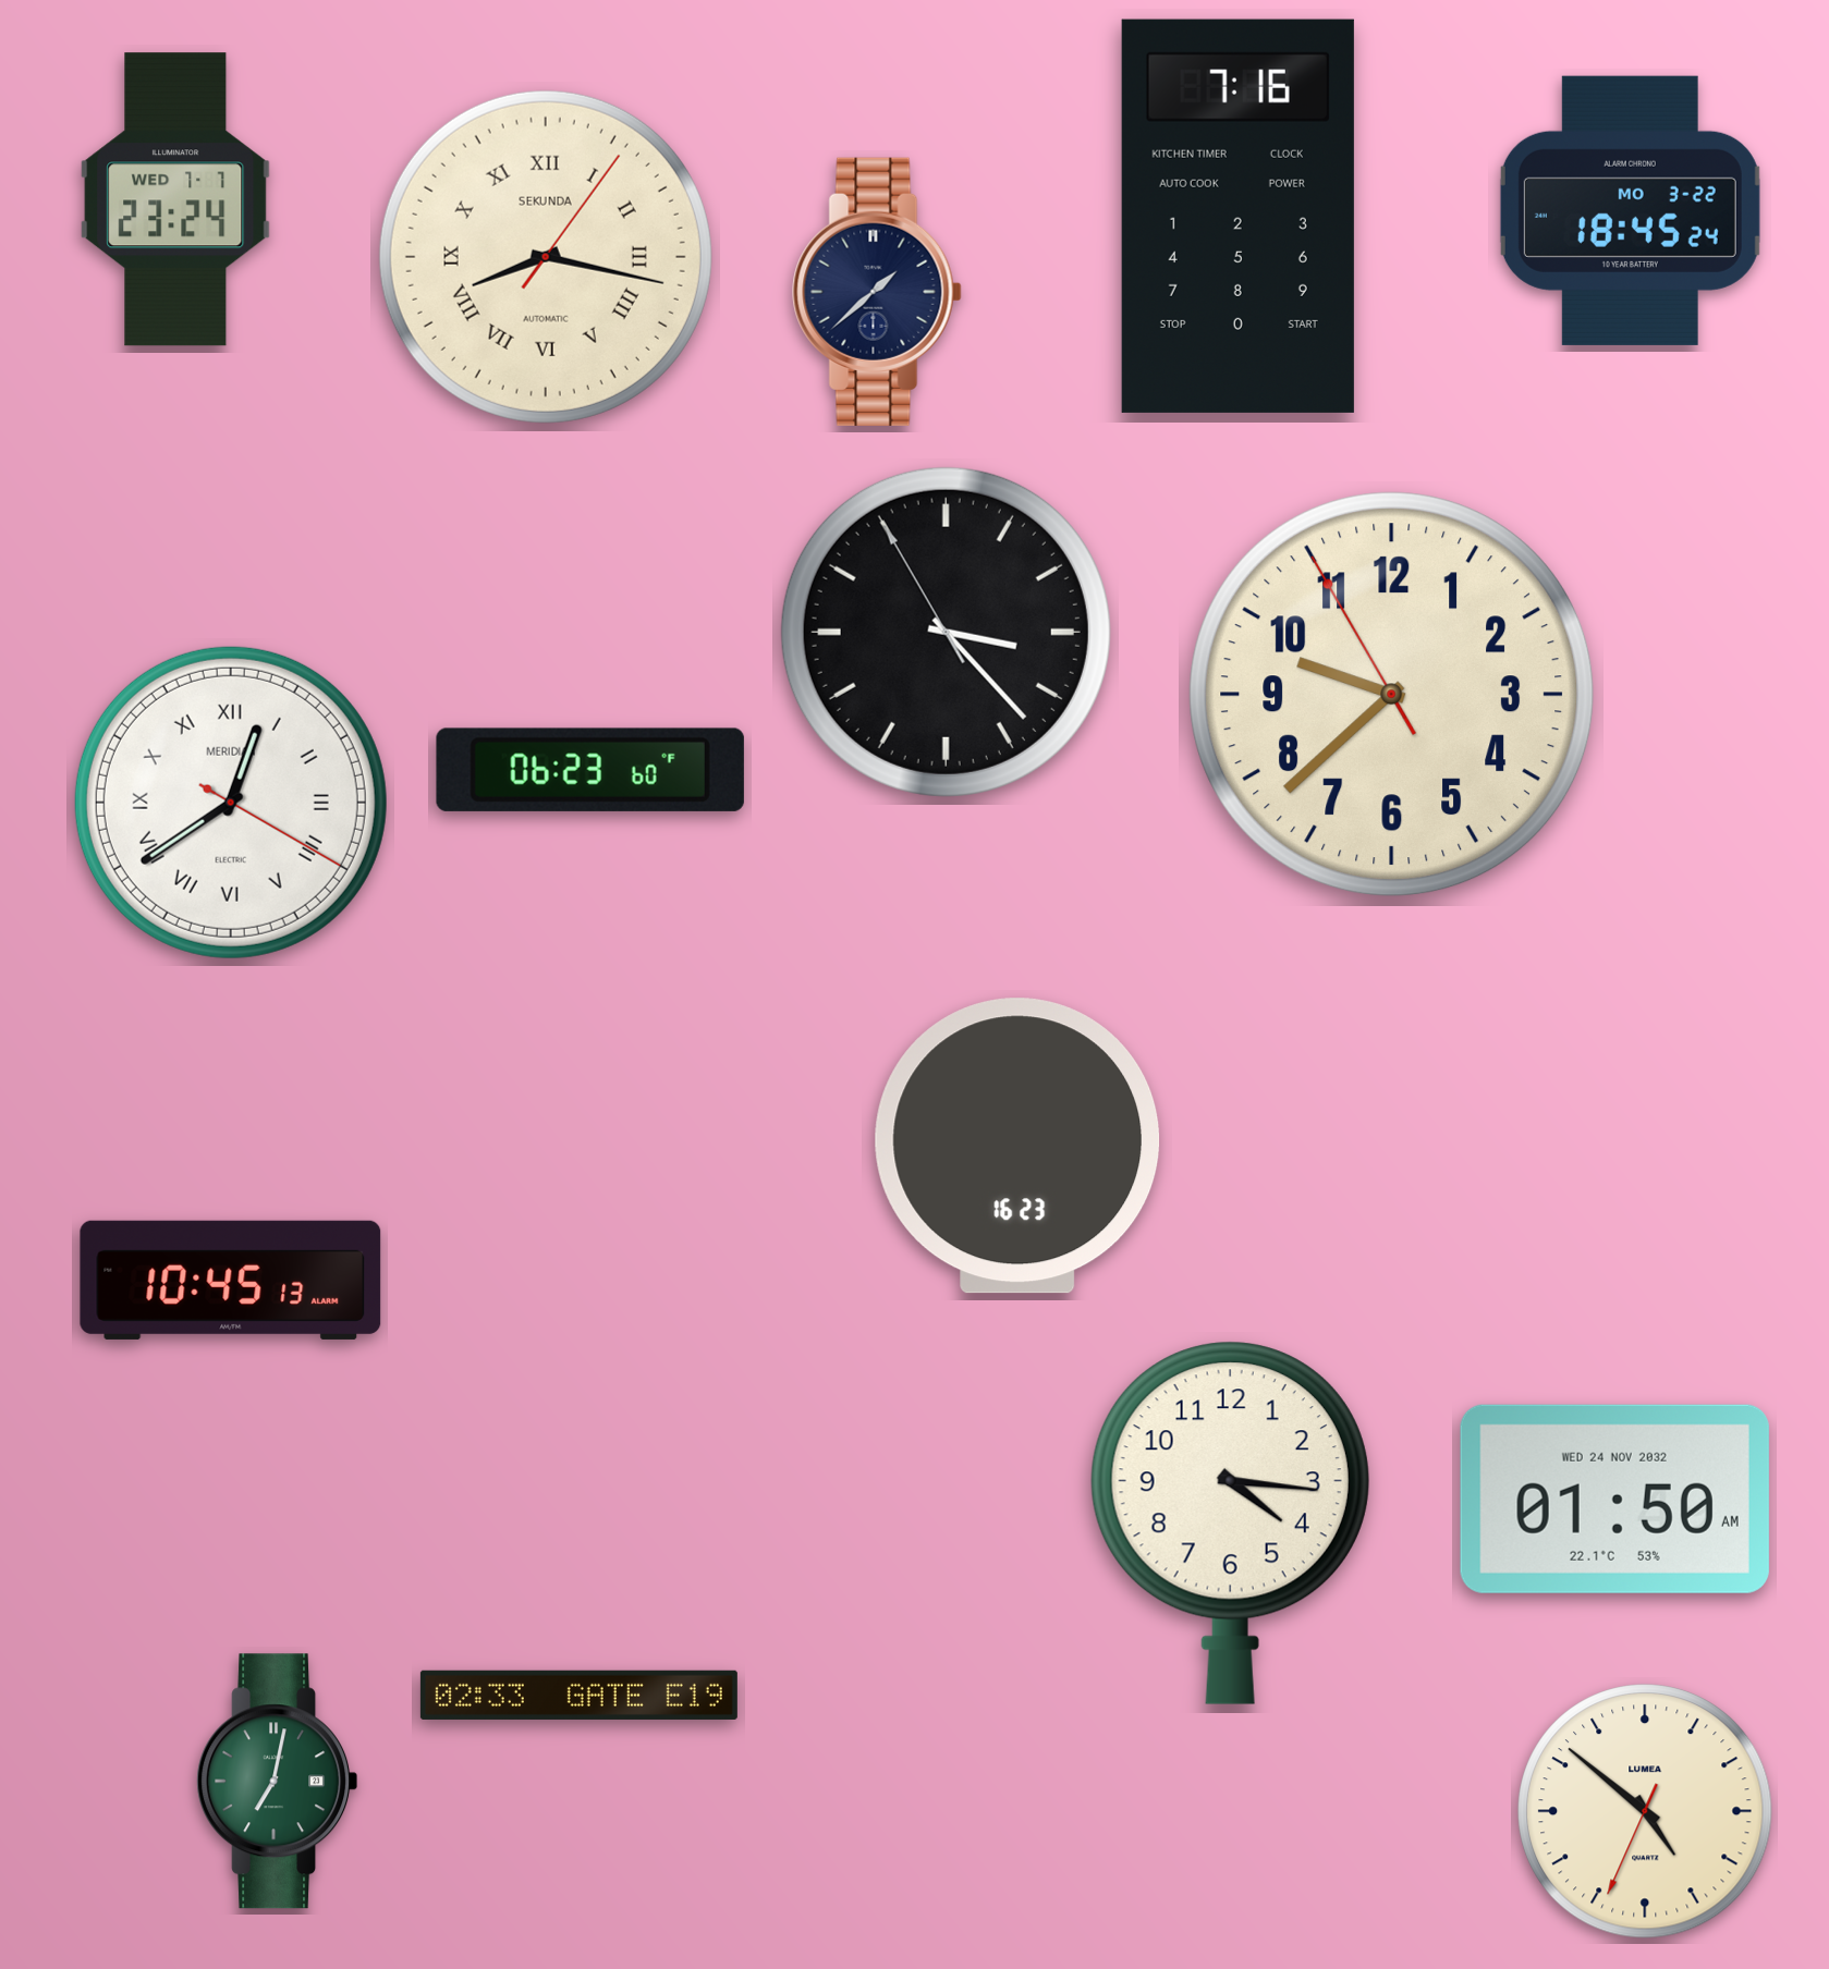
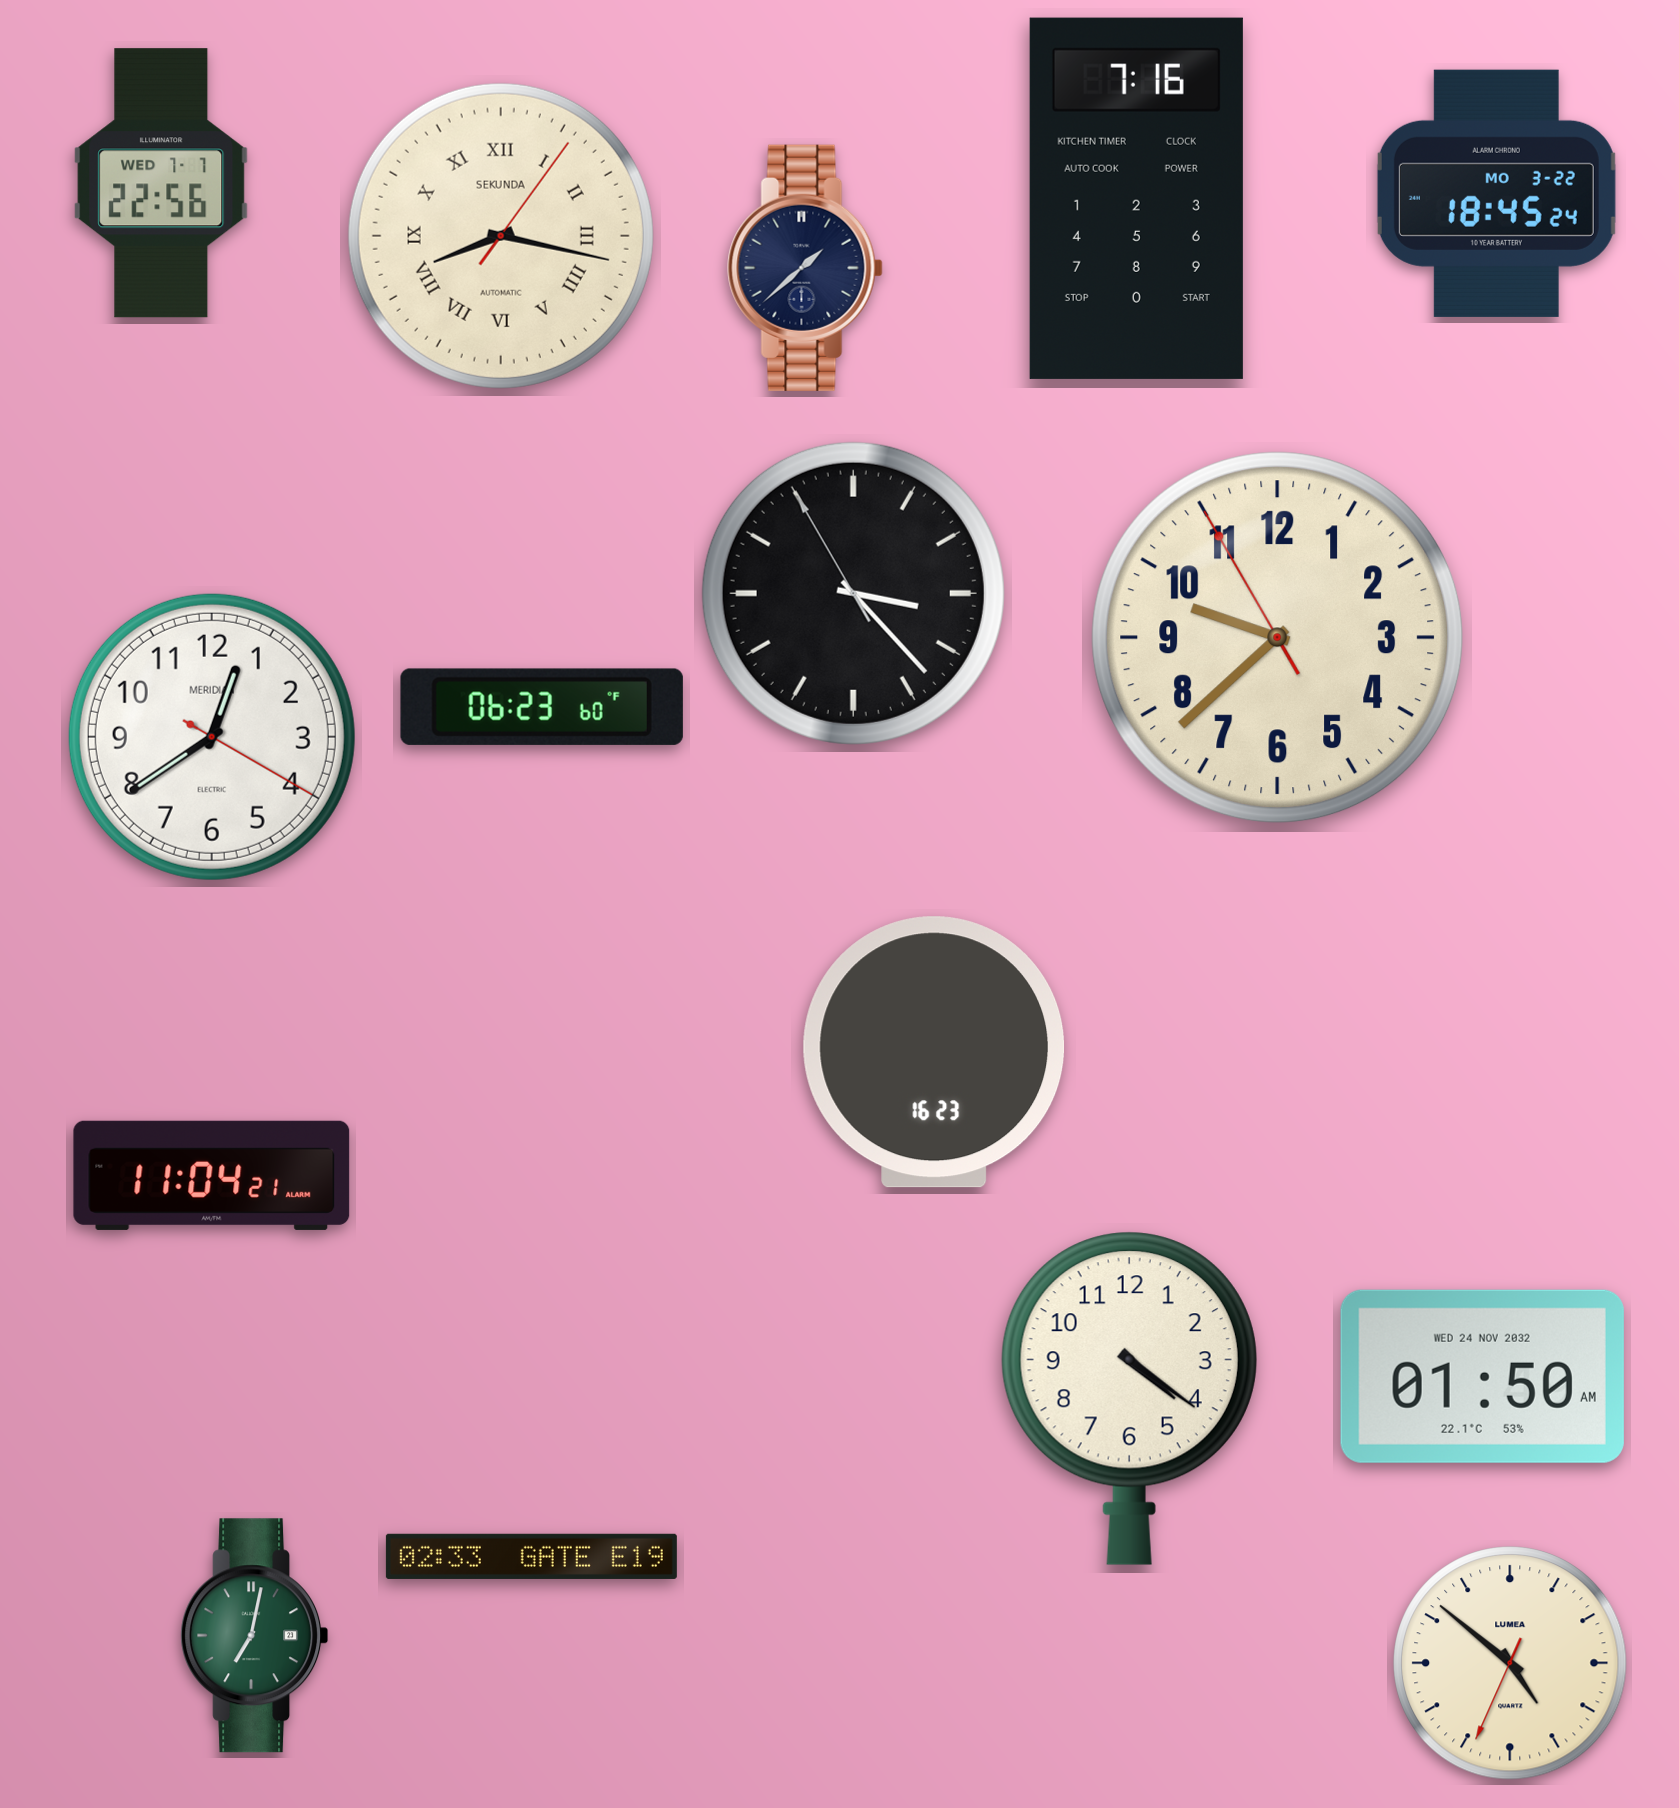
clock at (175, 199): 23:24 -> 22:56
clock at (946, 632) position: (946, 632) -> (853, 593)
clock at (231, 803) numerals: Roman -> Arabic
clock at (231, 1280): 10:45 -> 11:04
clock at (1230, 1522): 4:16 -> 4:21
